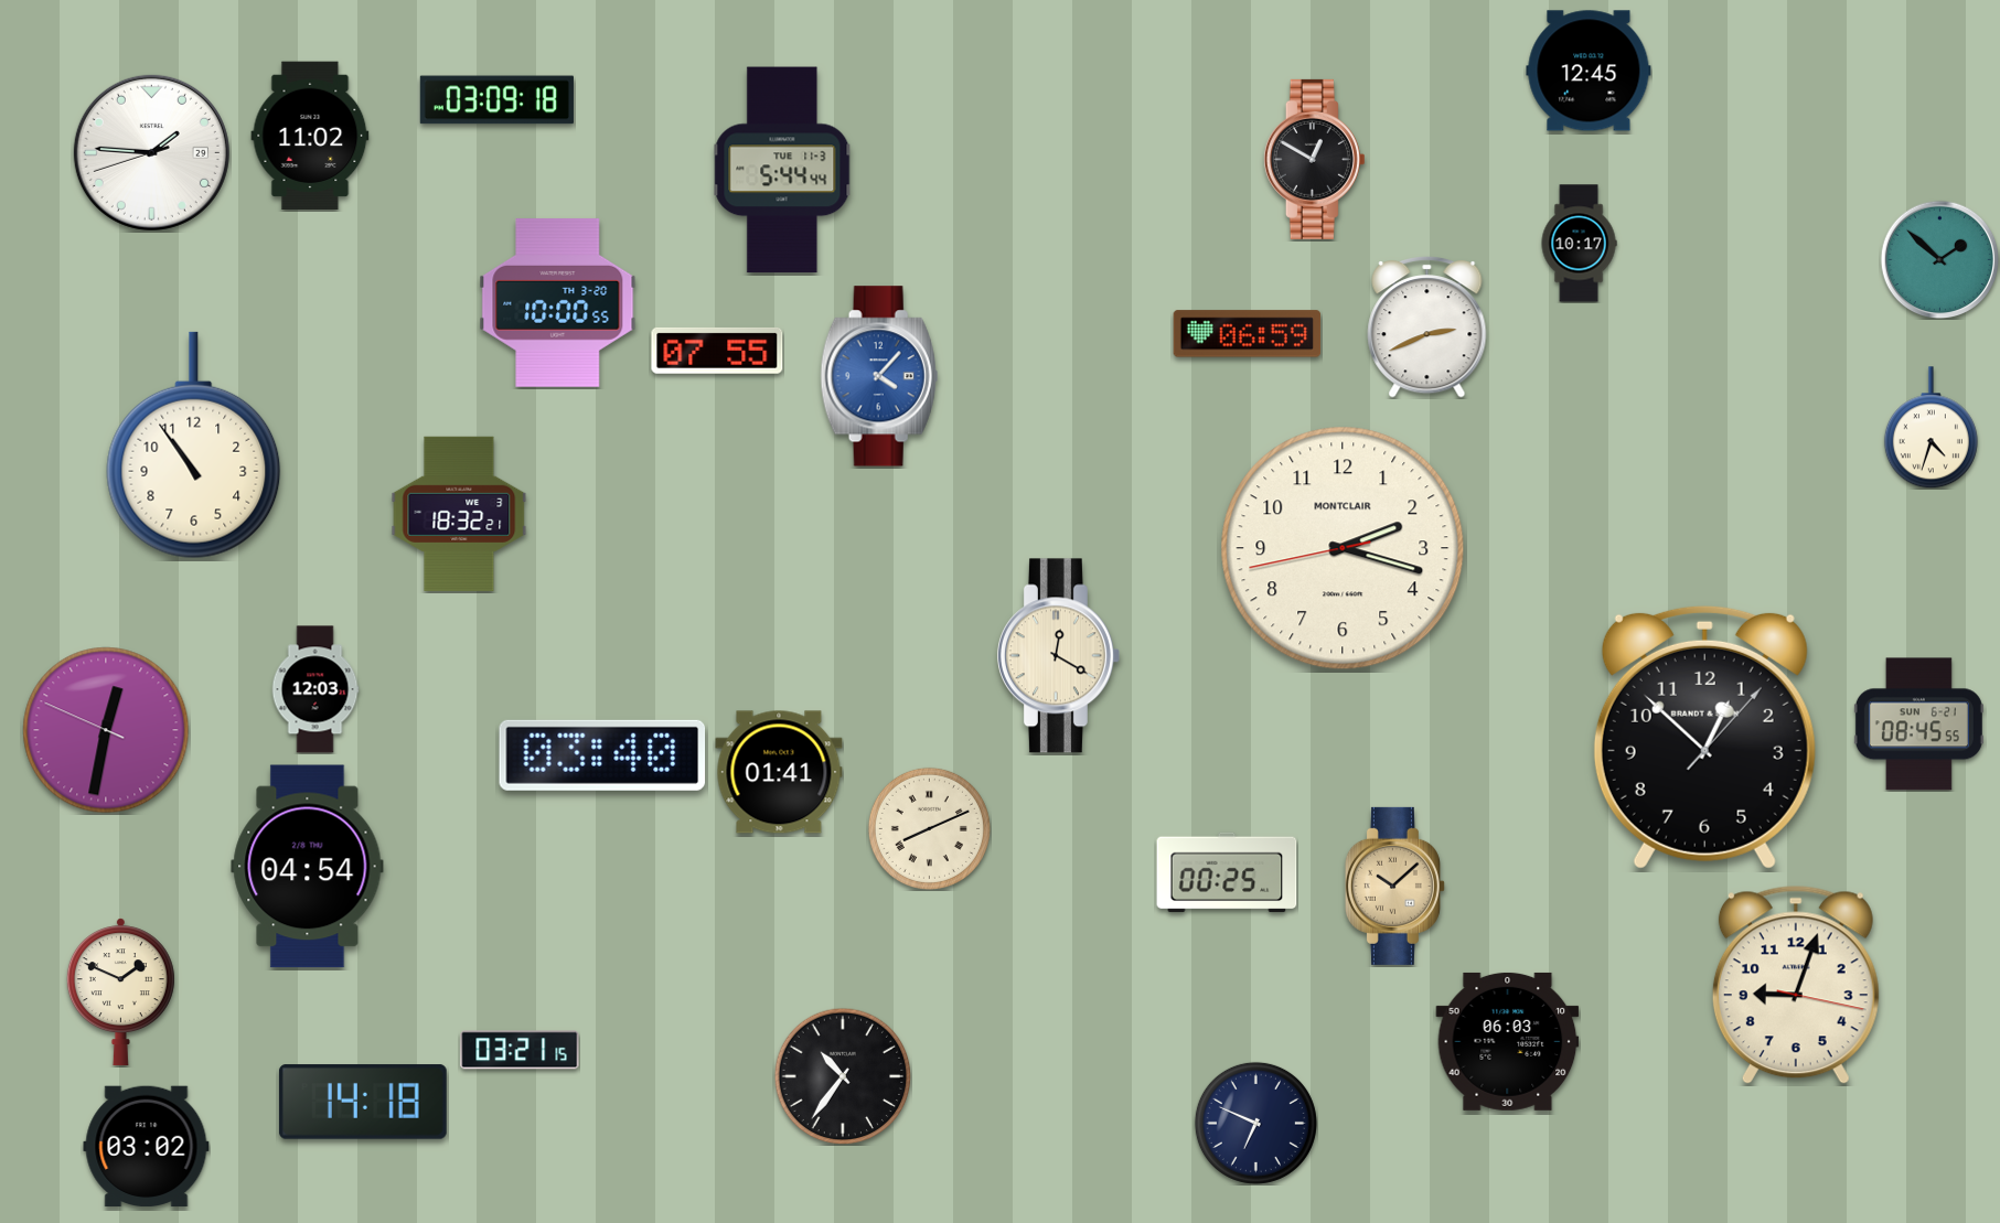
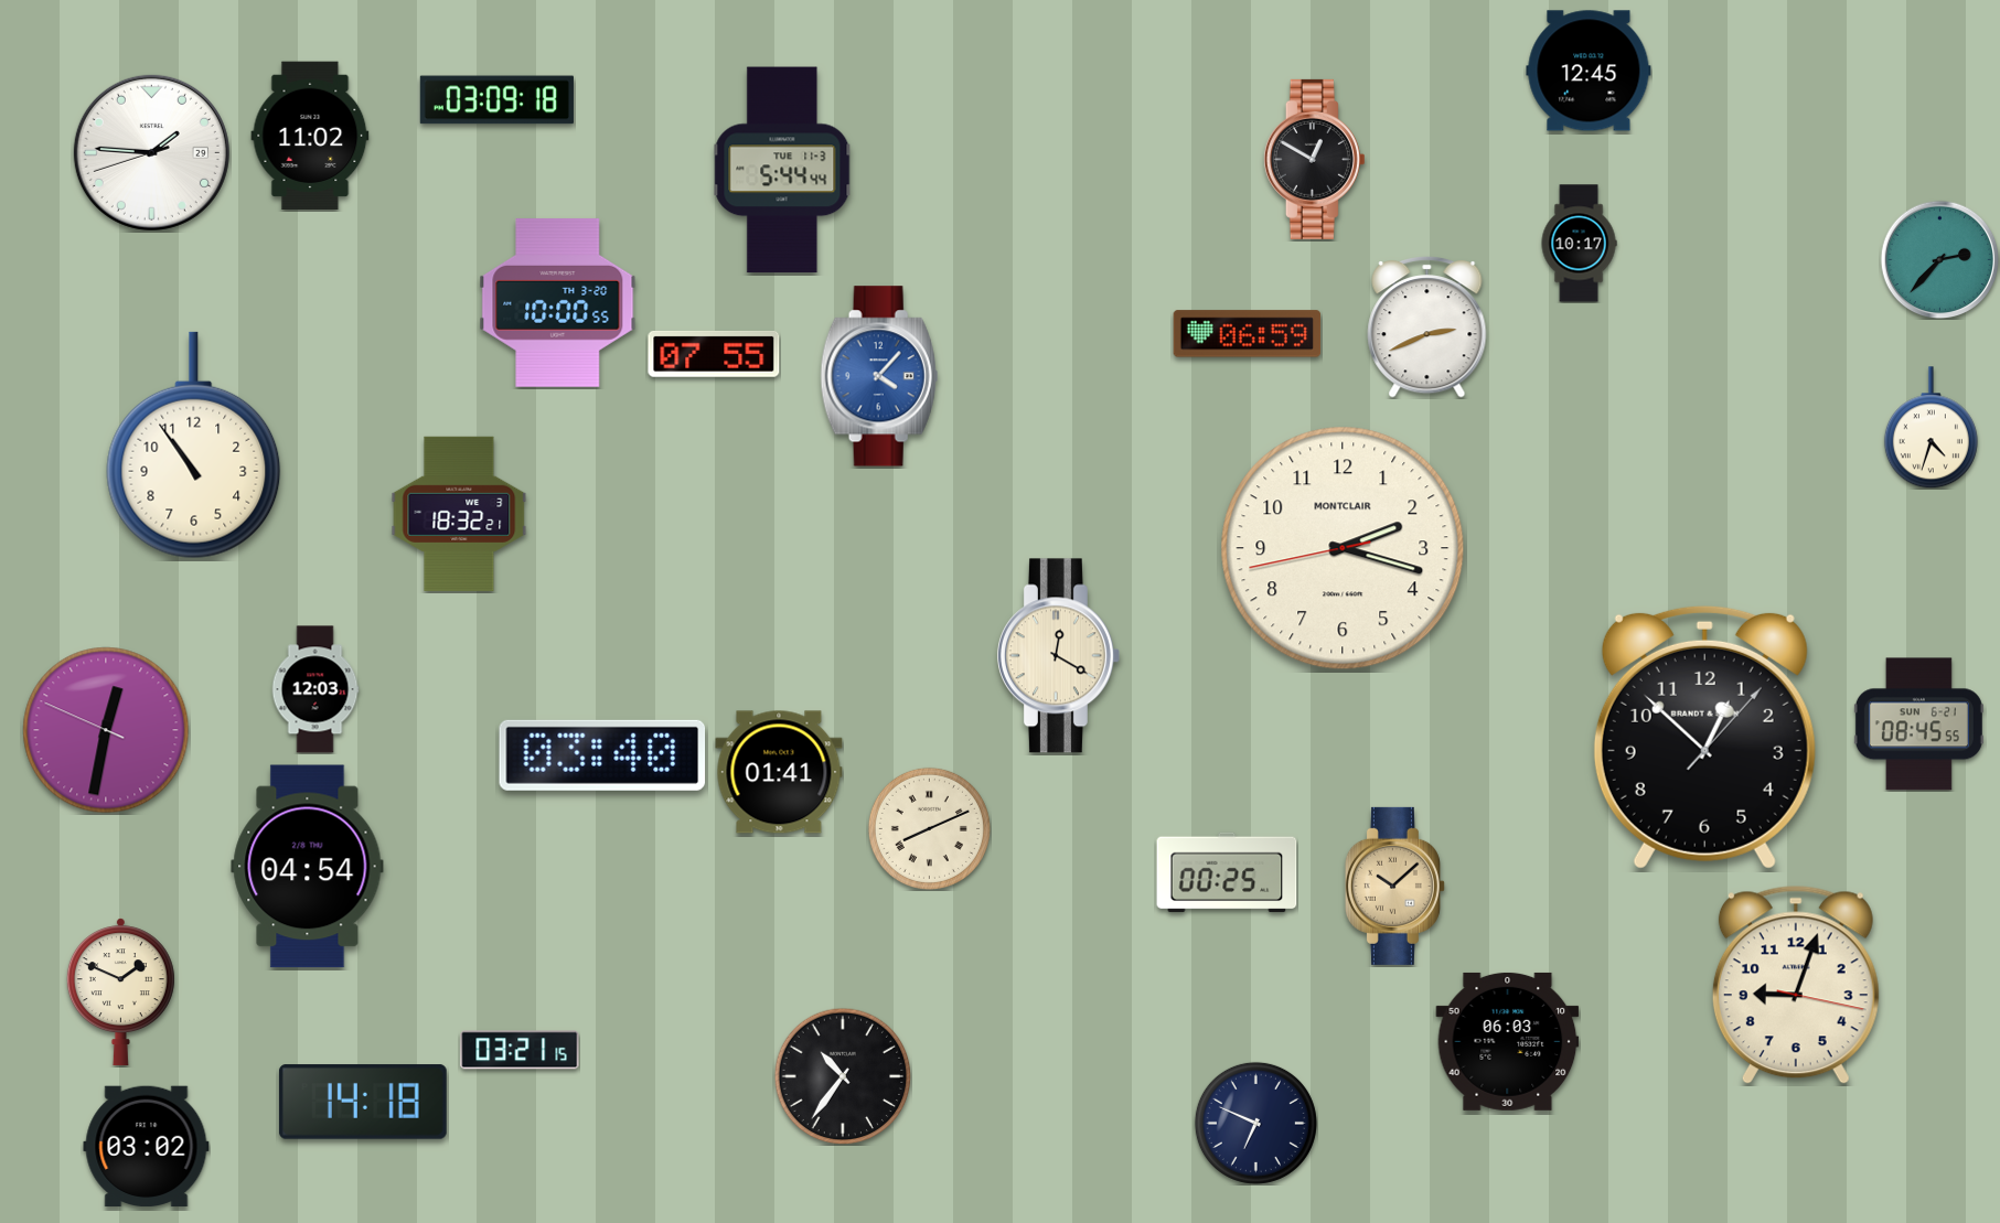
clock at (1939, 259): 1:52 -> 2:37
clock at (717, 351) position: (717, 351) -> (714, 354)
